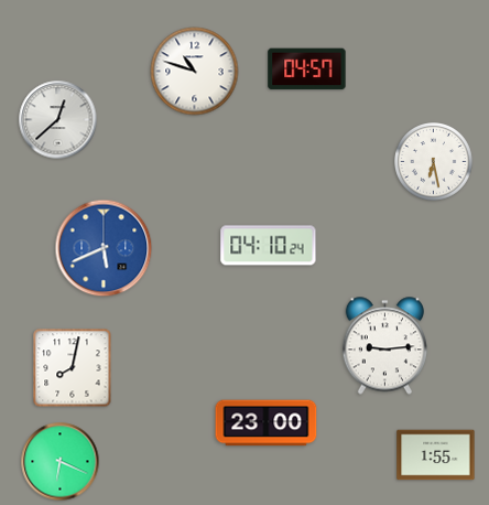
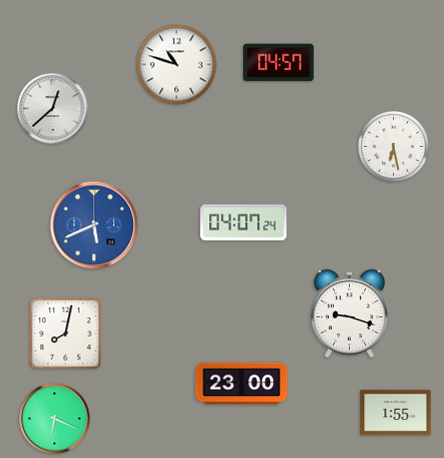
clock at (269, 246): 04:10 -> 04:07
clock at (384, 346): 9:14 -> 9:18
